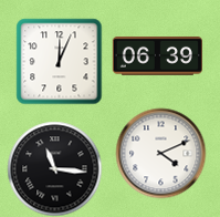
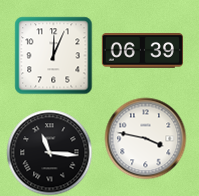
clock at (160, 153): 4:11 -> 3:47
